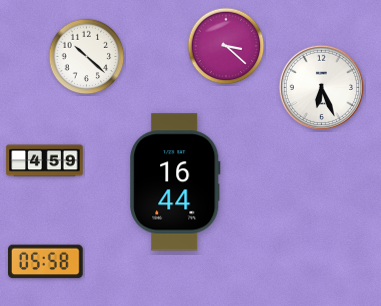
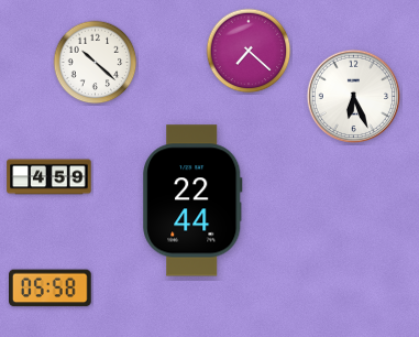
clock at (226, 46): 3:22 -> 7:22
clock at (175, 182): 16:44 -> 22:44
